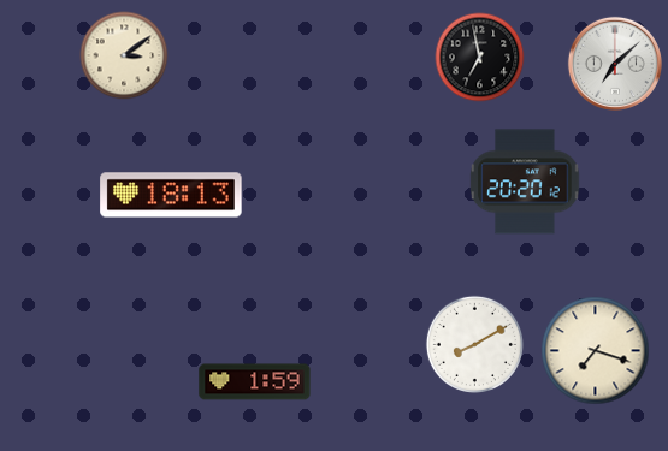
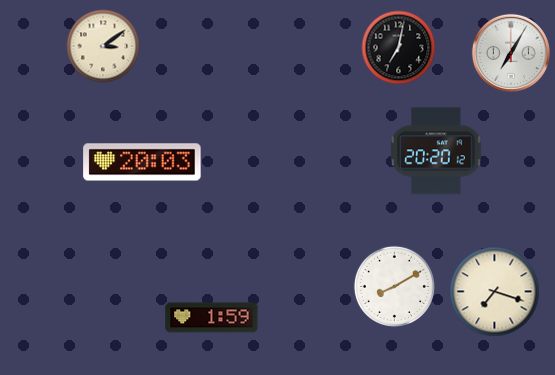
clock at (480, 58): 6:58 -> 7:02
clock at (615, 64): 7:08 -> 7:05
clock at (171, 195): 18:13 -> 20:03
